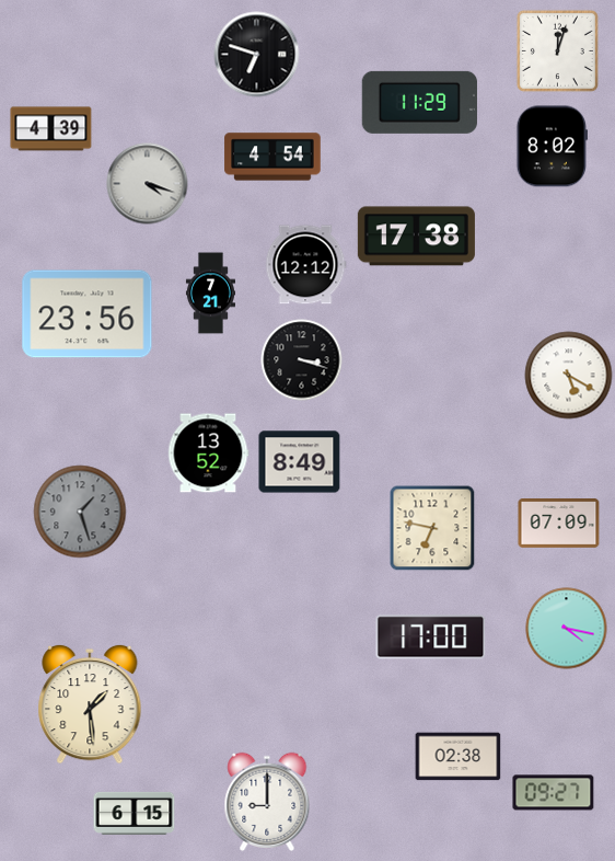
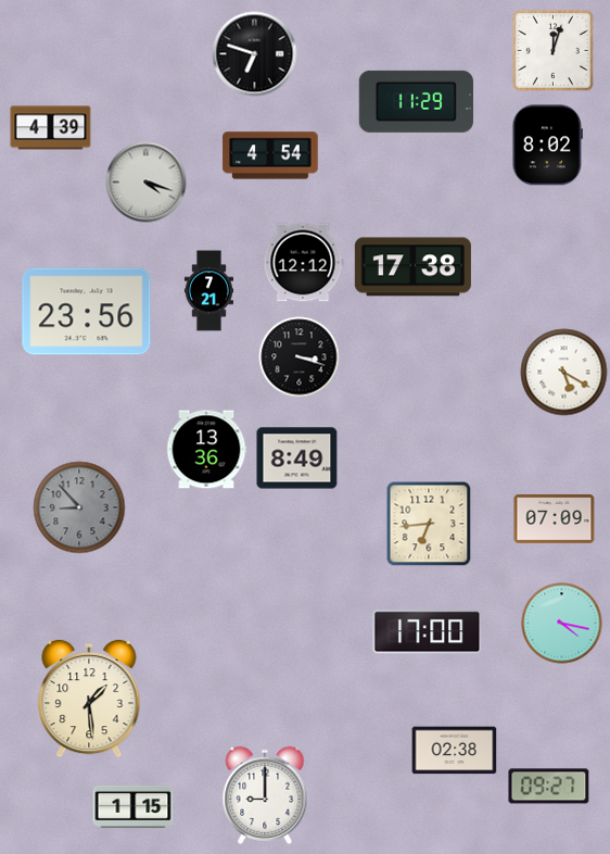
clock at (416, 237) position: (416, 237) -> (412, 267)
clock at (208, 454): 13:52 -> 13:36
clock at (80, 512): 1:27 -> 8:53
clock at (432, 528): 6:47 -> 6:44
clock at (135, 813): 6:15 -> 1:15
